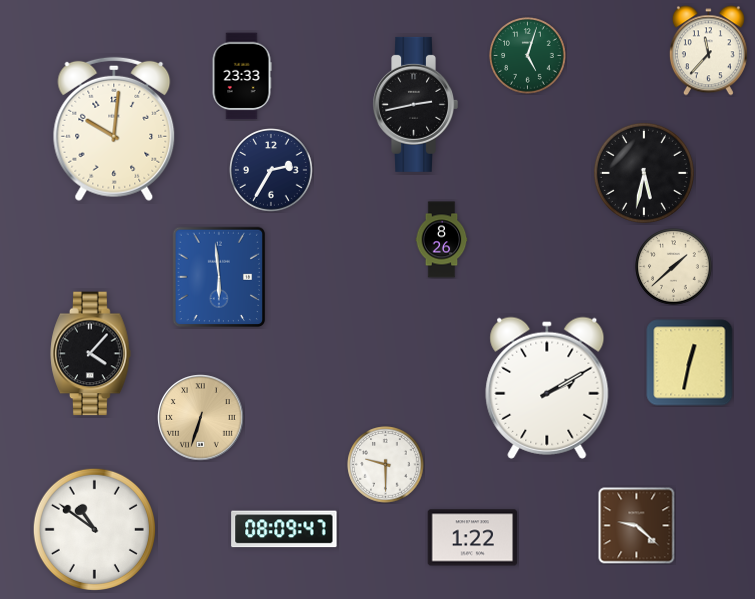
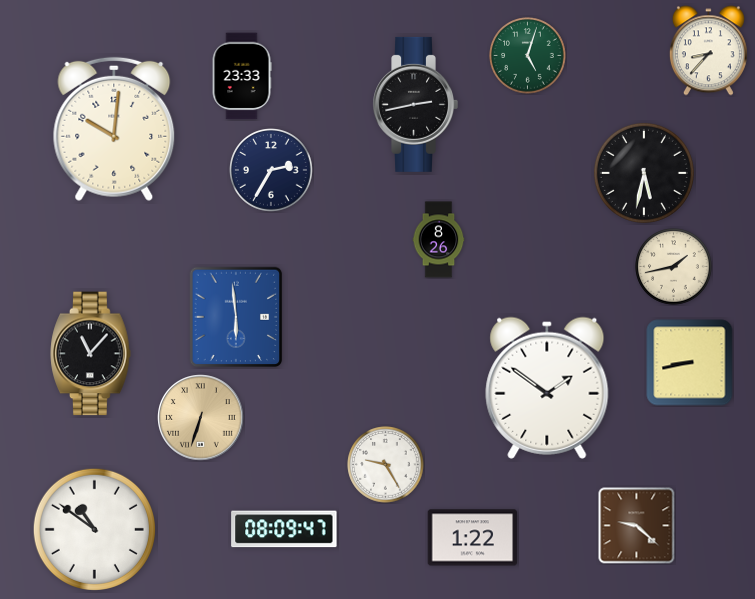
clock at (708, 51): 11:37 -> 8:37
clock at (442, 240) position: (442, 240) -> (439, 240)
clock at (674, 267): 1:38 -> 1:43
clock at (219, 277) position: (219, 277) -> (236, 317)
clock at (91, 354): 4:07 -> 11:07
clock at (690, 363): 12:32 -> 8:43
clock at (547, 388): 2:10 -> 1:51
clock at (386, 465): 9:30 -> 9:25
